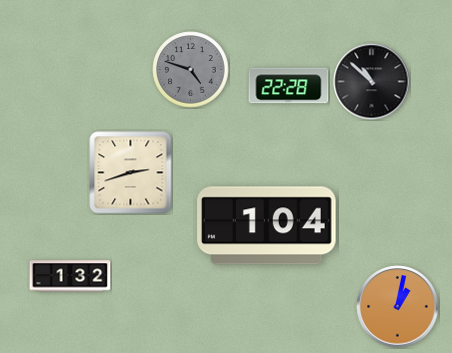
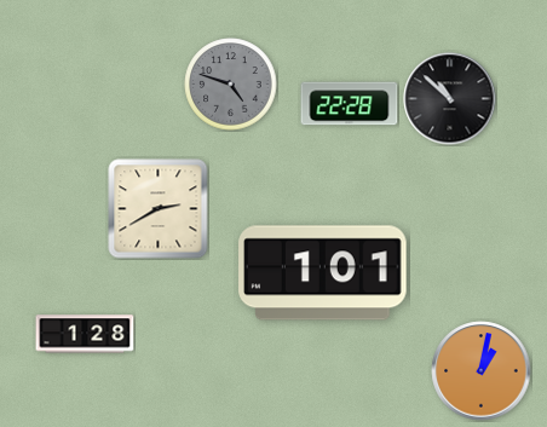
clock at (131, 173): 2:42 -> 2:40
clock at (267, 226): 1:04 -> 1:01
clock at (70, 276): 1:32 -> 1:28
